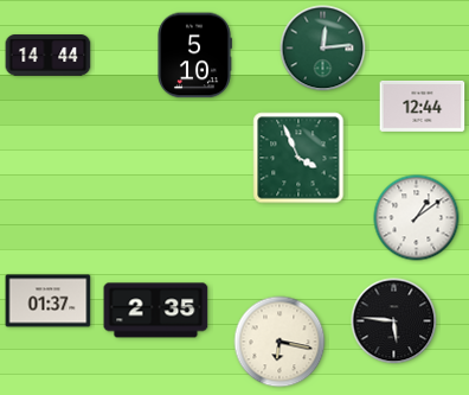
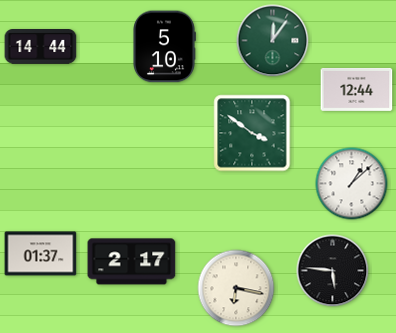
clock at (323, 49): 12:14 -> 12:06
clock at (298, 158): 3:56 -> 3:51
clock at (417, 218): 1:09 -> 1:08
clock at (156, 311): 2:35 -> 2:17
